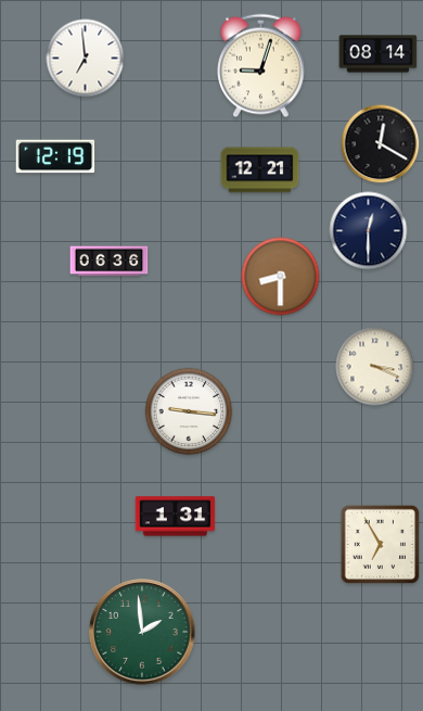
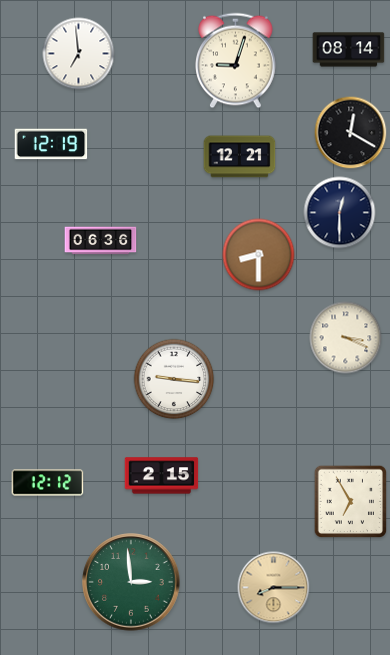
clock at (261, 66) position: (261, 66) -> (236, 61)
clock at (176, 517): 1:31 -> 2:15
clock at (48, 483): none -> 12:12
clock at (142, 632): 1:59 -> 2:59
clock at (274, 588): none -> 8:15
